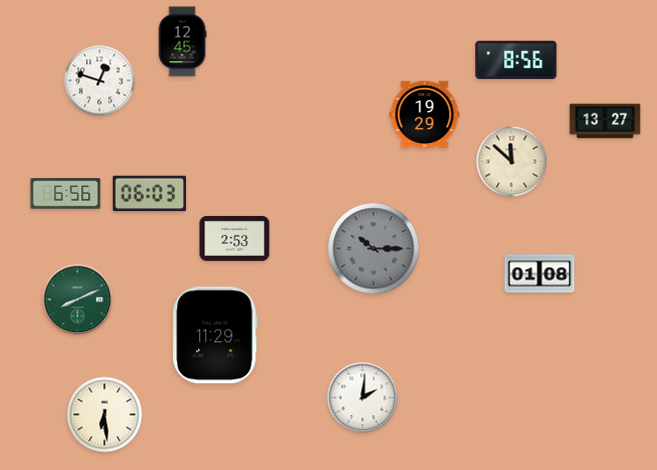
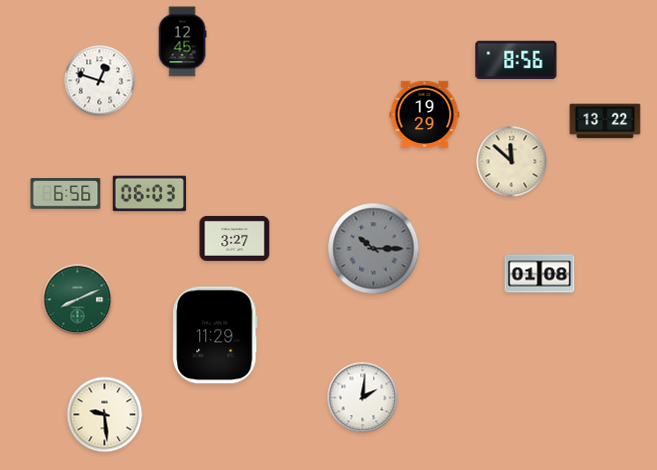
clock at (605, 121): 13:27 -> 13:22
clock at (235, 238): 2:53 -> 3:27
clock at (105, 415): 6:29 -> 9:29
